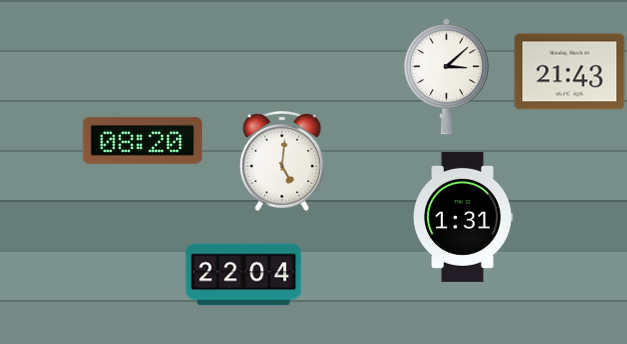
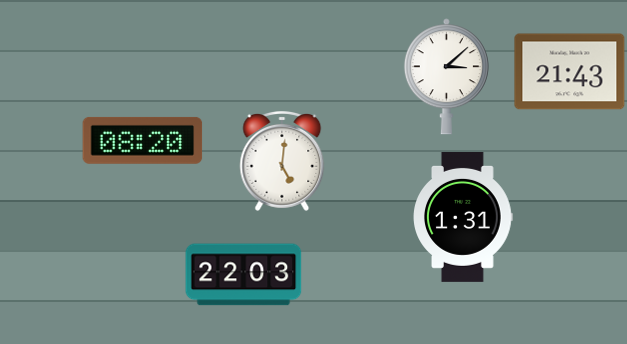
clock at (244, 275): 22:04 -> 22:03
